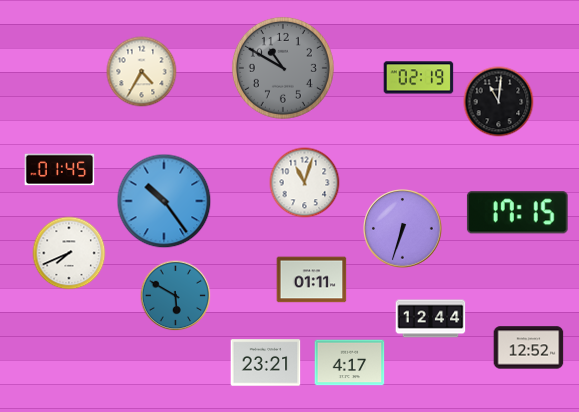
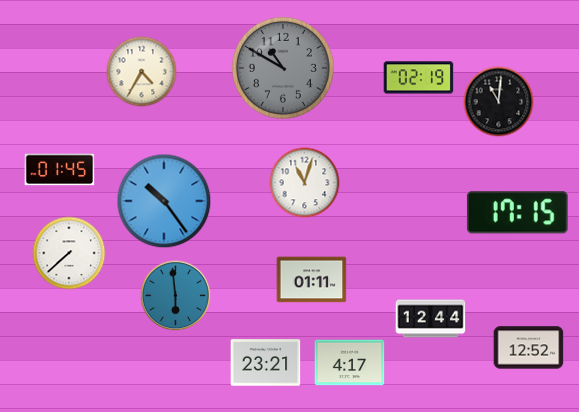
clock at (403, 229): 6:33 -> none
clock at (69, 253): 7:41 -> 7:38
clock at (176, 296): 5:50 -> 5:59
